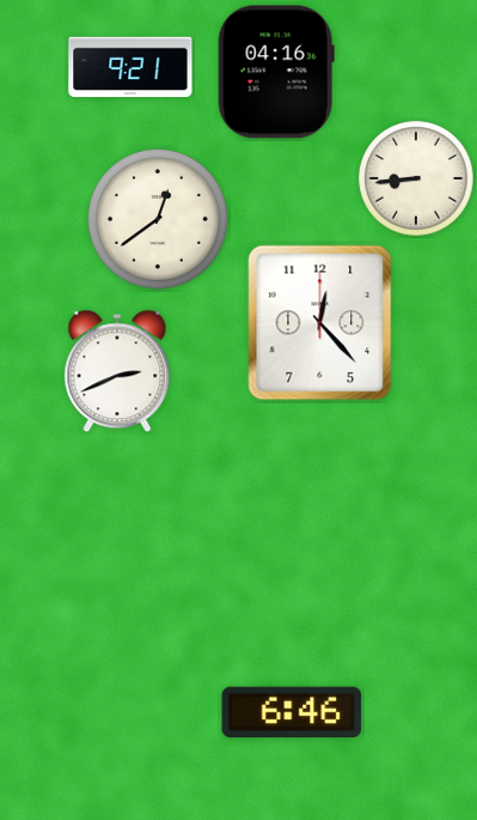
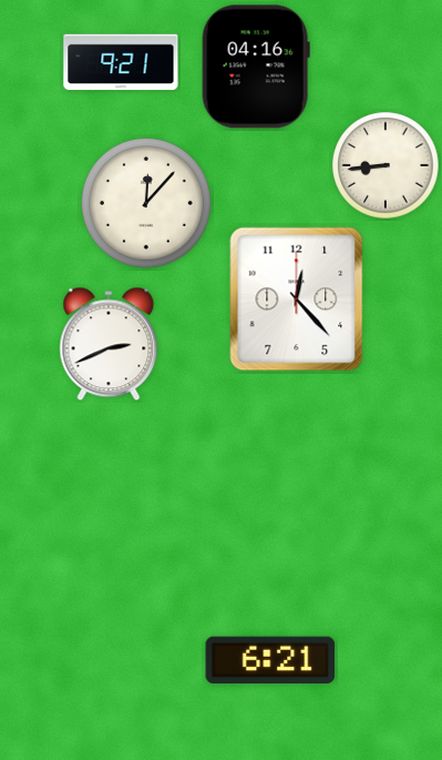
clock at (159, 220): 12:39 -> 12:07
clock at (292, 711): 6:46 -> 6:21
